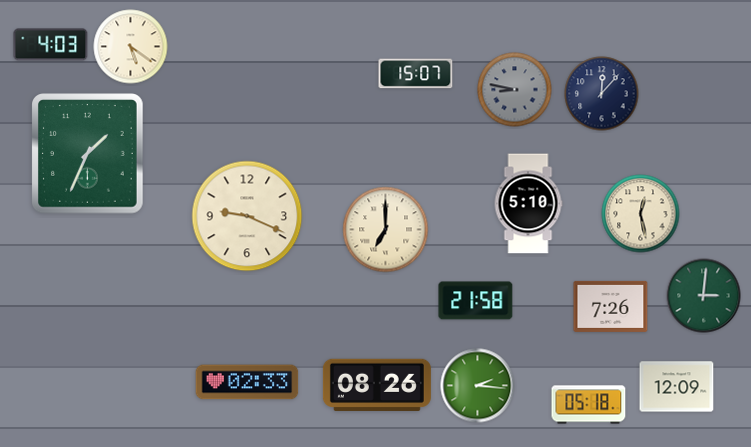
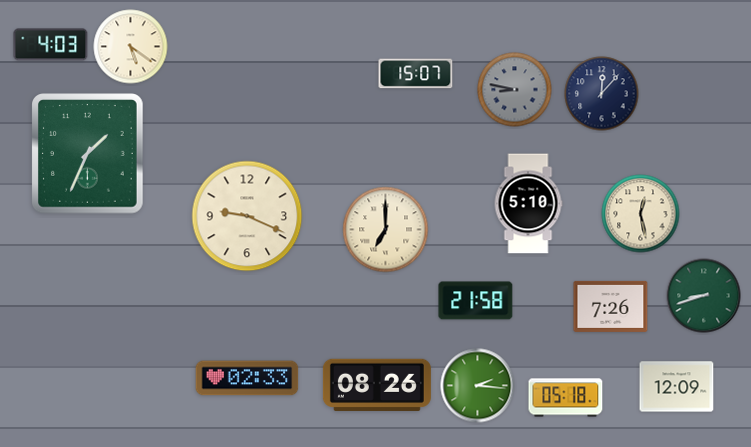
clock at (704, 296): 3:01 -> 8:42
clock at (247, 382) position: (247, 382) -> (247, 378)
clock at (589, 405) position: (589, 405) -> (566, 398)
